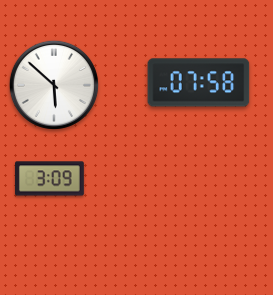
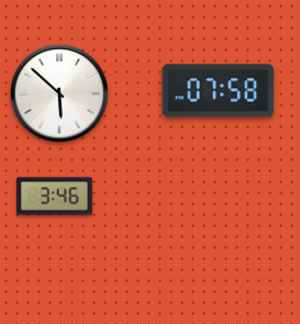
clock at (50, 179): 3:09 -> 3:46
